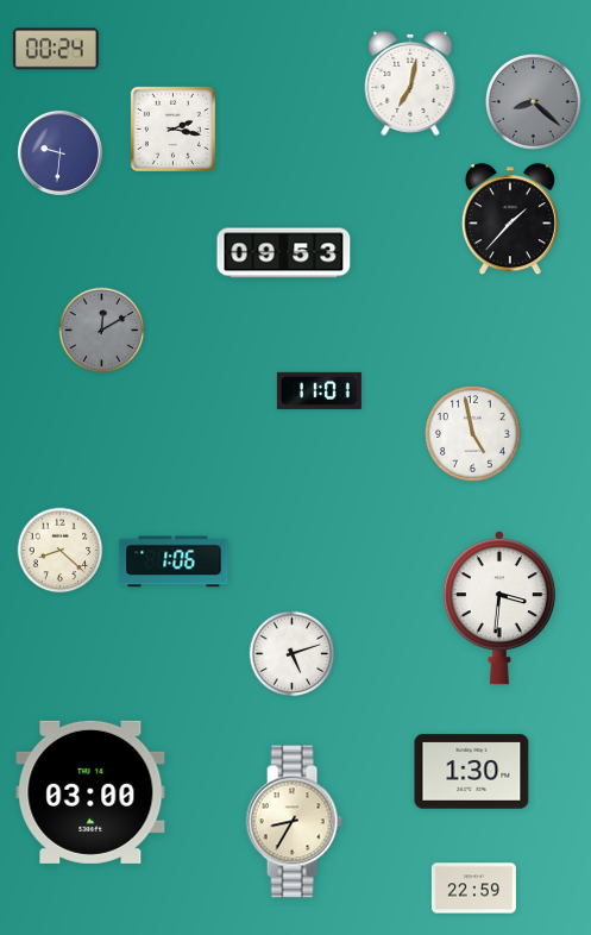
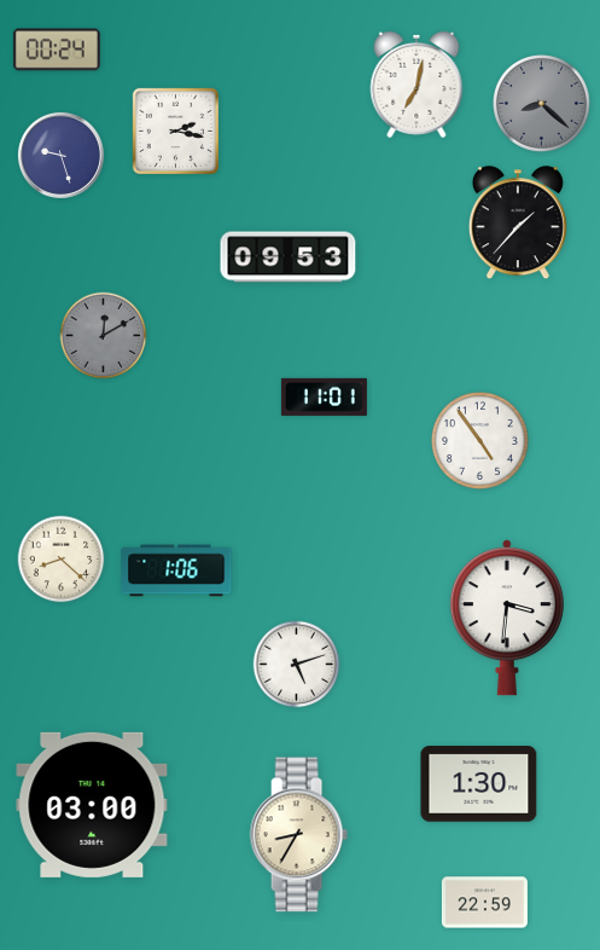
clock at (59, 152): 9:31 -> 9:27
clock at (473, 434): 4:58 -> 4:54
clock at (473, 889) position: (473, 889) -> (484, 903)
